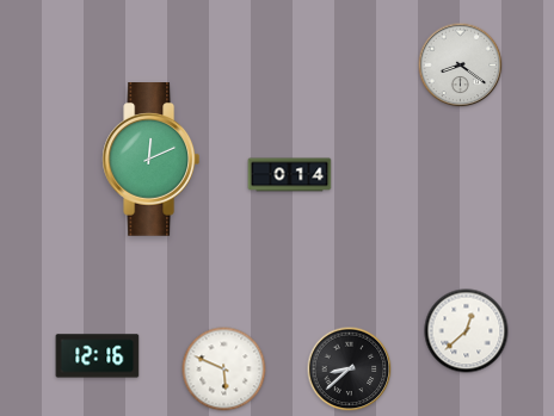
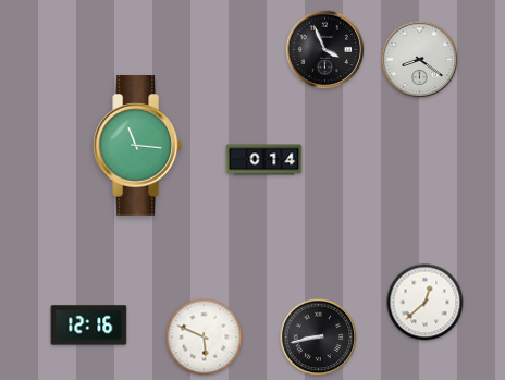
clock at (325, 50): none -> 3:56
clock at (152, 160): 12:11 -> 11:16
clock at (350, 370): 8:38 -> 8:43
